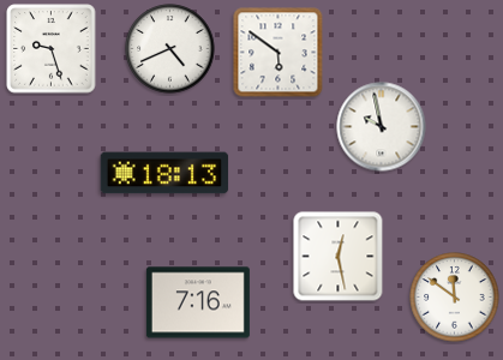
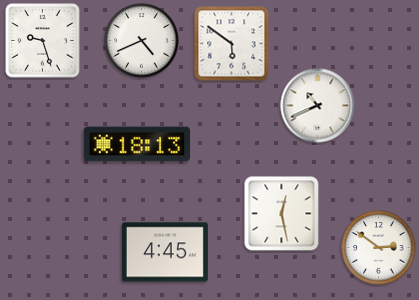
clock at (382, 127): 9:58 -> 10:41
clock at (455, 298): 11:51 -> 2:51
clock at (198, 302): 7:16 -> 4:45
